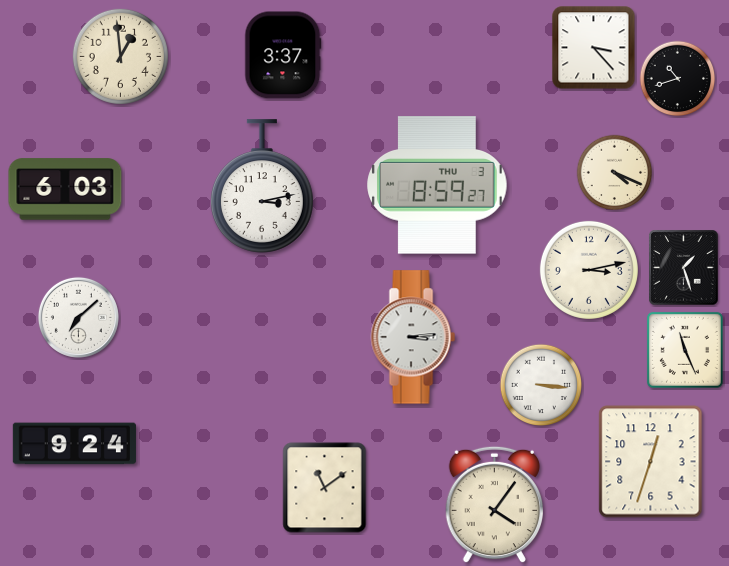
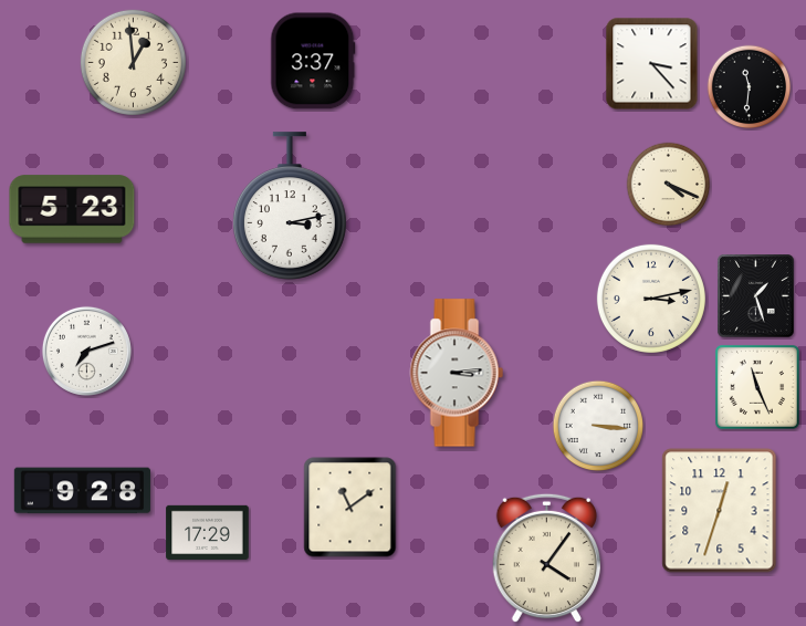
clock at (594, 48) position: (594, 48) -> (652, 64)
clock at (678, 79): 10:42 -> 11:31
clock at (615, 173) position: (615, 173) -> (669, 185)
clock at (437, 185): 8:59 -> none
clock at (65, 189): 6:03 -> 5:23
clock at (78, 317): 7:08 -> 7:12
clock at (74, 444): 9:24 -> 9:28
clock at (208, 533): none -> 17:29
clock at (325, 488) position: (325, 488) -> (350, 508)
